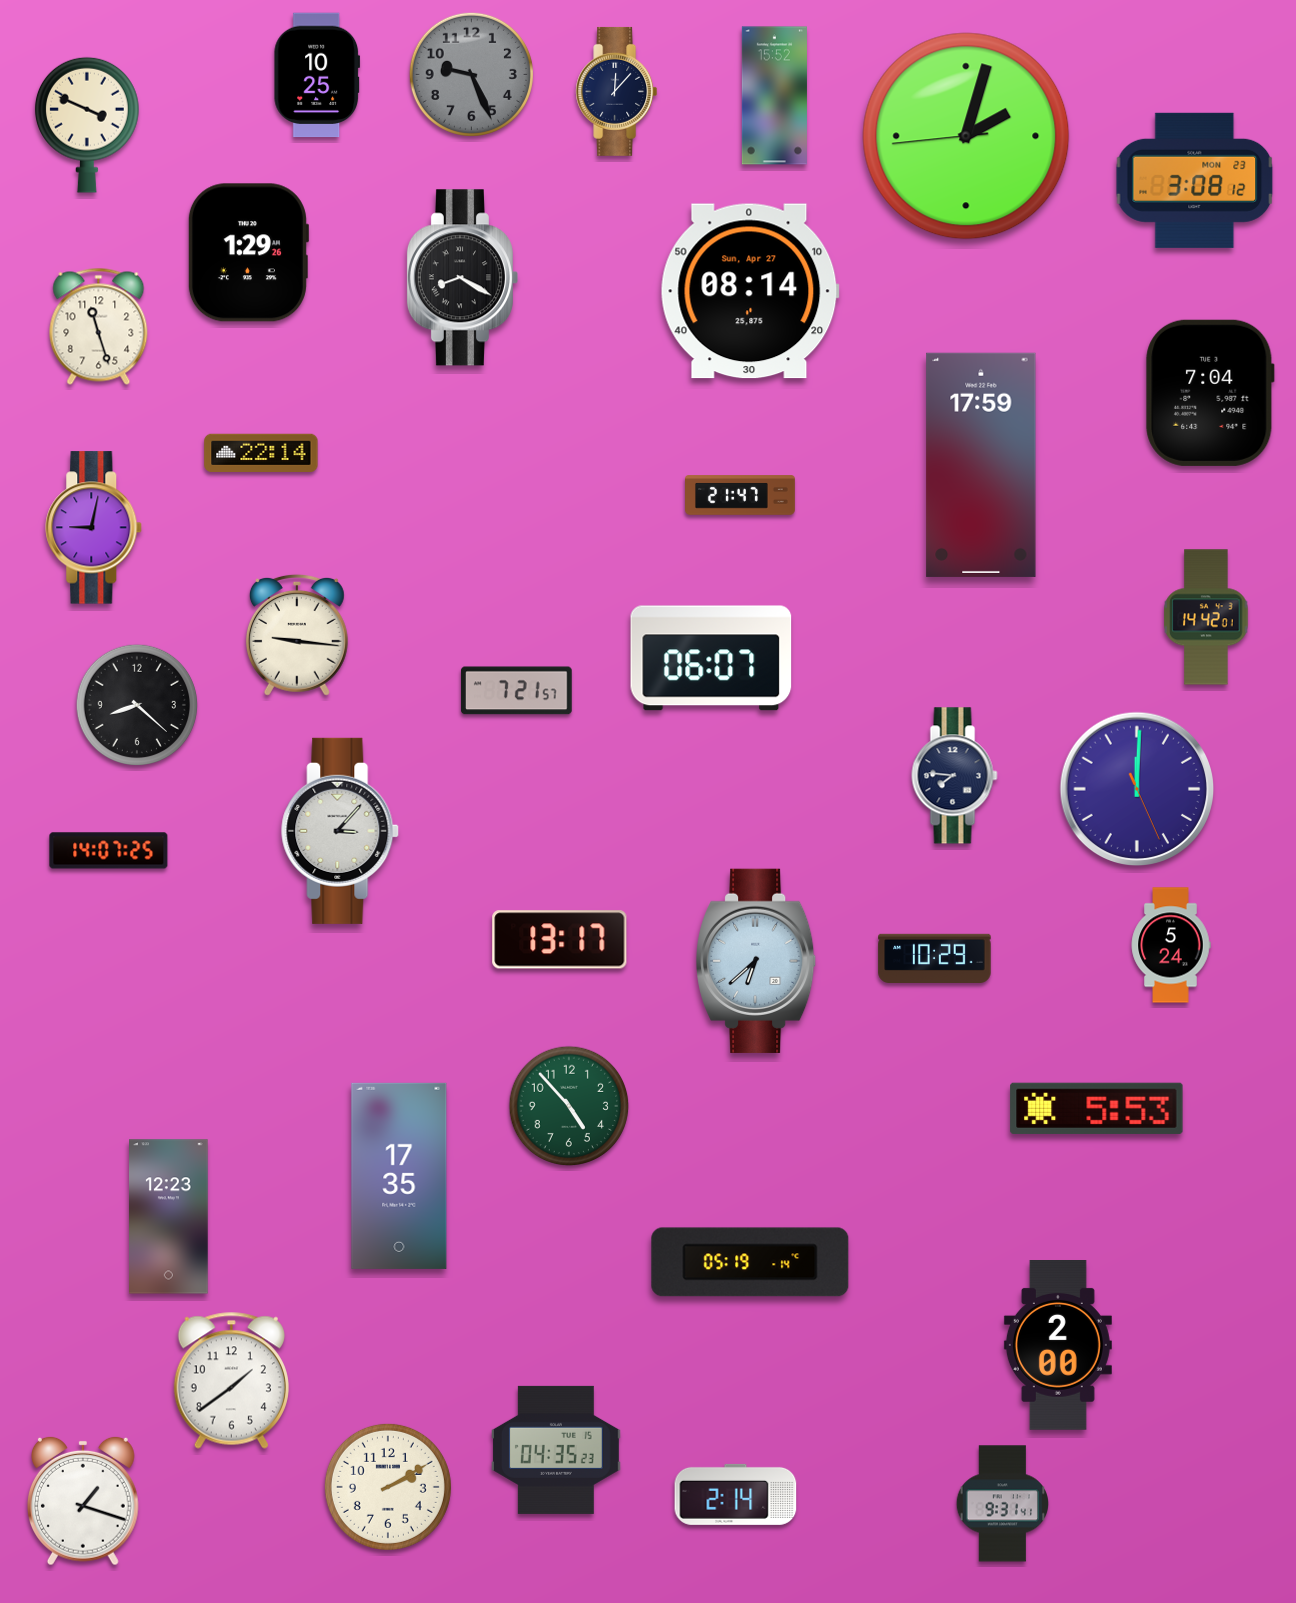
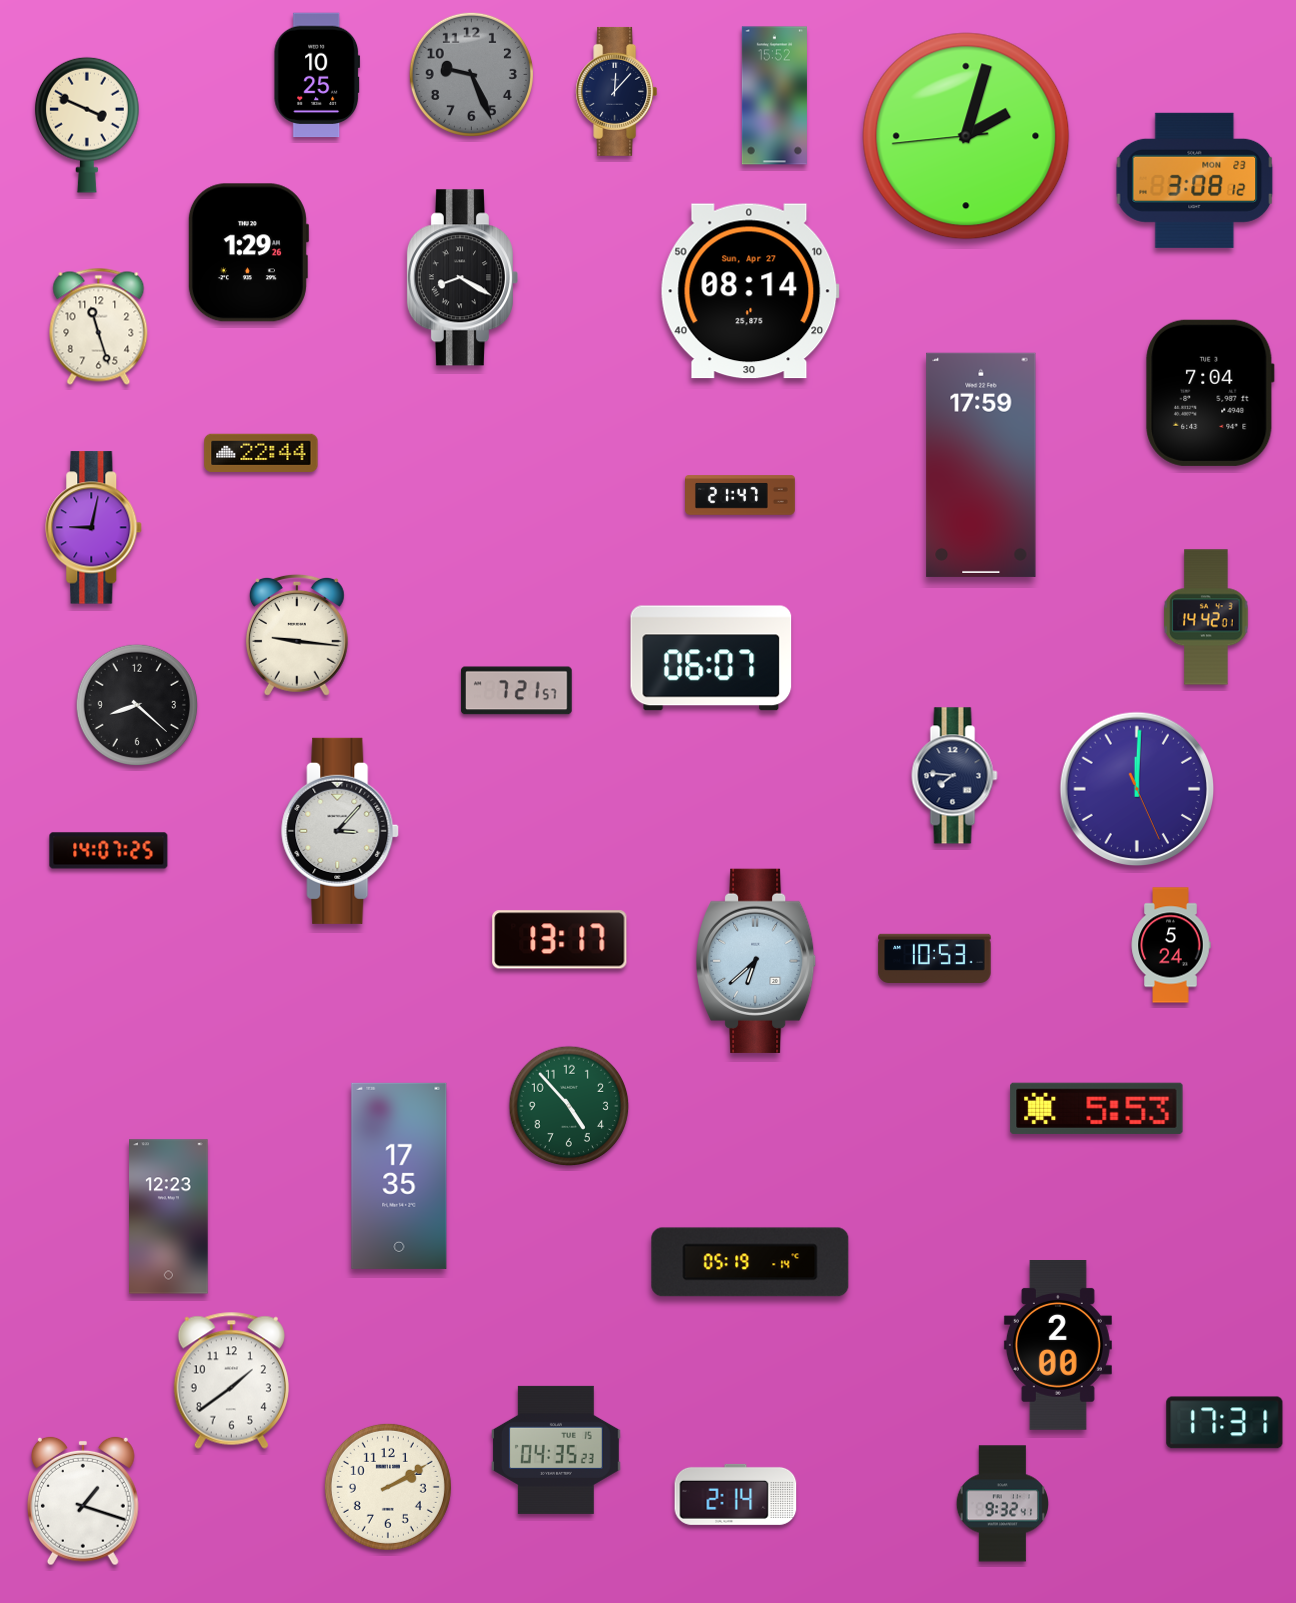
clock at (261, 452): 22:14 -> 22:44
clock at (935, 958): 10:29 -> 10:53
clock at (1225, 1423): none -> 17:31
clock at (1002, 1504): 9:31 -> 9:32
